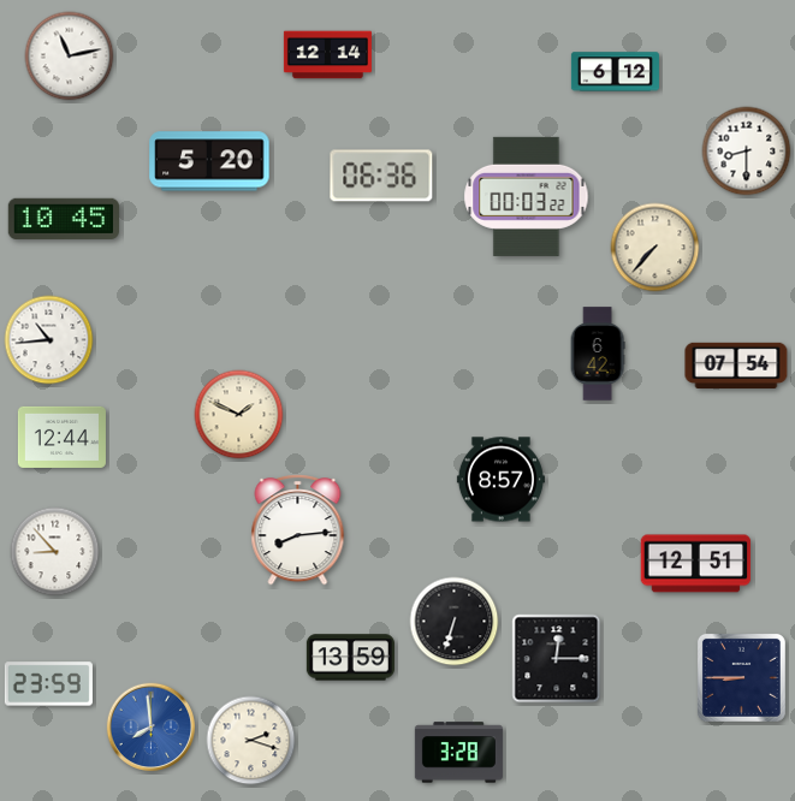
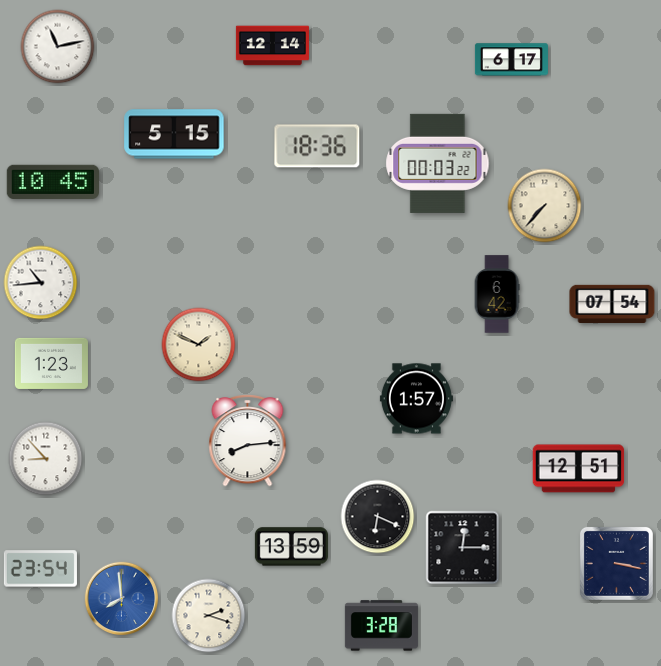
clock at (615, 72): 6:12 -> 6:17
clock at (747, 152): 8:30 -> none
clock at (209, 161): 5:20 -> 5:15
clock at (381, 176): 06:36 -> 18:36
clock at (61, 437): 12:44 -> 1:23
clock at (500, 480): 8:57 -> 1:57
clock at (455, 622): 6:33 -> 6:19
clock at (741, 677): 8:45 -> 3:17
clock at (48, 684): 23:59 -> 23:54
clock at (152, 728) position: (152, 728) -> (122, 599)
